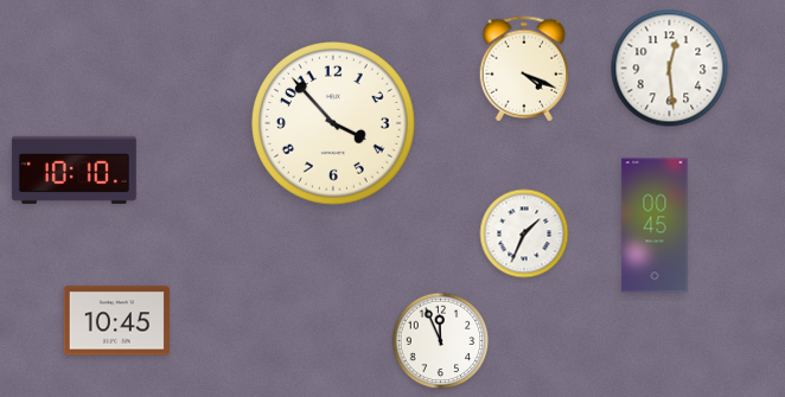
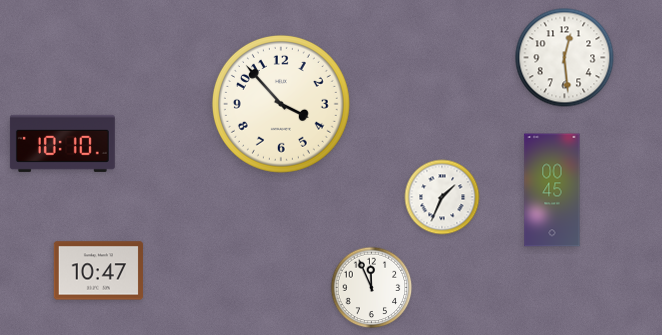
clock at (524, 69): 4:19 -> none
clock at (116, 321): 10:45 -> 10:47
